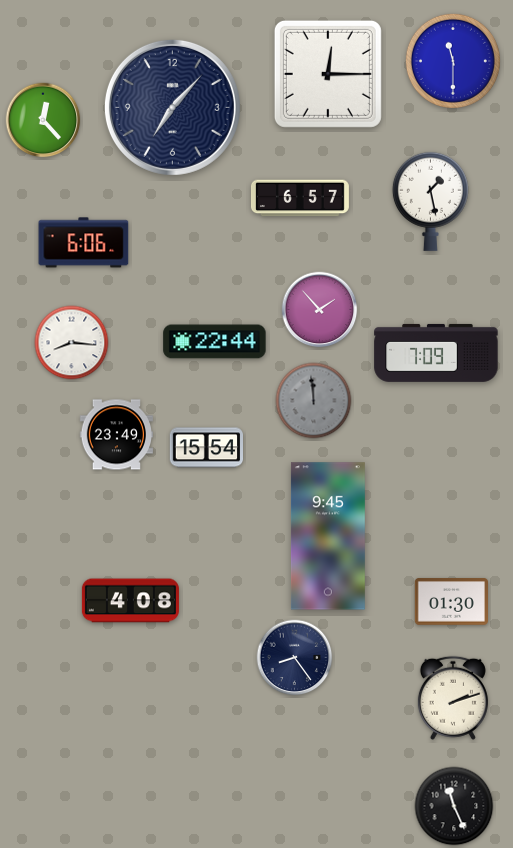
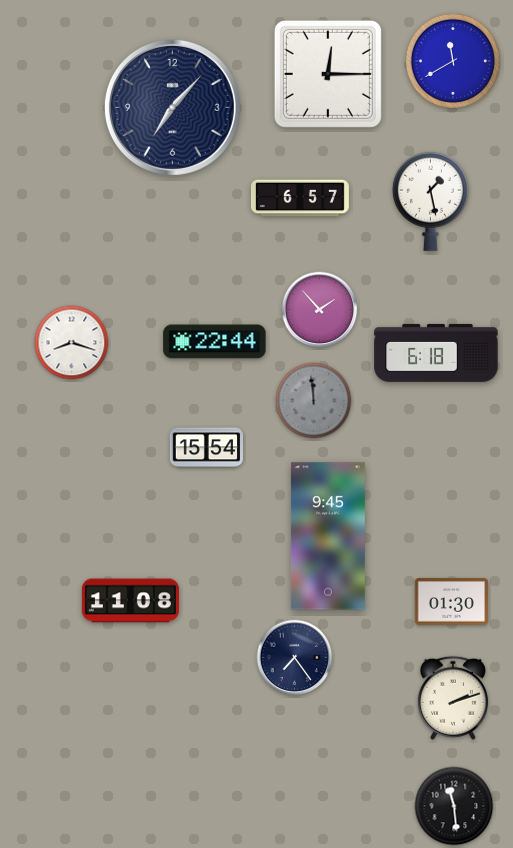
clock at (453, 61): 11:30 -> 11:40
clock at (43, 120): 12:23 -> none
clock at (84, 243): 6:06 -> none
clock at (72, 343): 8:16 -> 8:18
clock at (436, 353): 7:09 -> 6:18
clock at (116, 435): 23:49 -> none
clock at (130, 601): 4:08 -> 11:08
clock at (295, 658): 8:24 -> 7:24
clock at (454, 806): 11:26 -> 11:29
